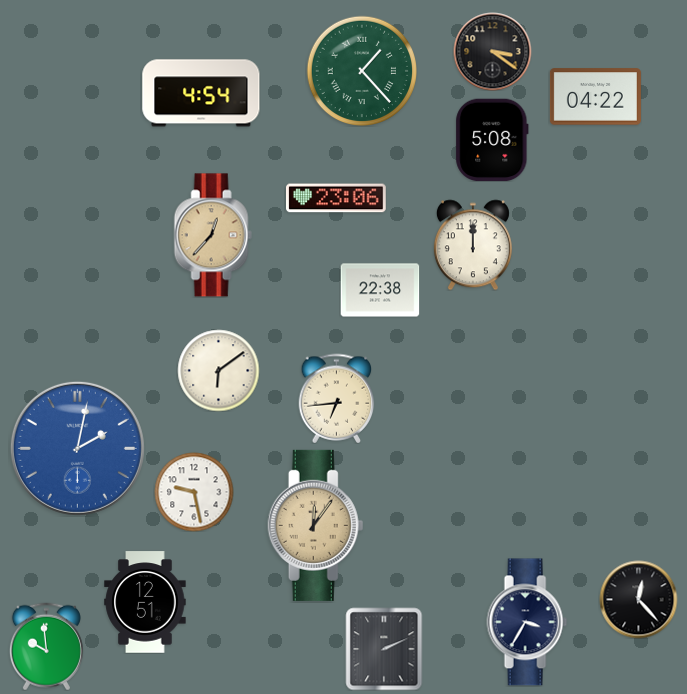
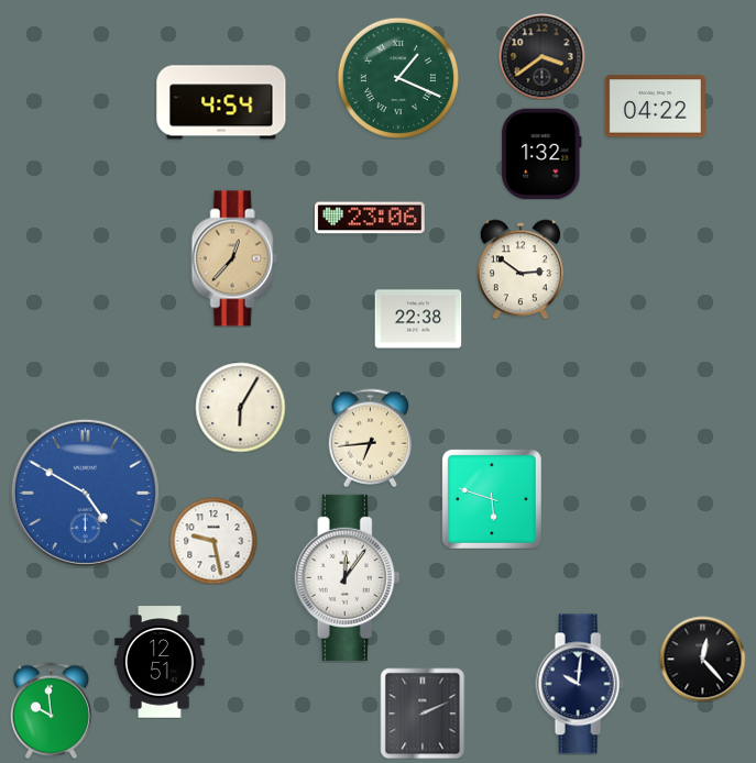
clock at (492, 51): 3:21 -> 3:39
clock at (361, 70): 1:23 -> 1:19
clock at (492, 140): 5:08 -> 1:32
clock at (473, 245): 12:00 -> 2:51
clock at (218, 370): 6:09 -> 6:05
clock at (77, 448): 2:02 -> 4:50
clock at (492, 499): none -> 5:48
clock at (316, 525) dial: champagne -> white
clock at (527, 622): 3:35 -> 10:01
